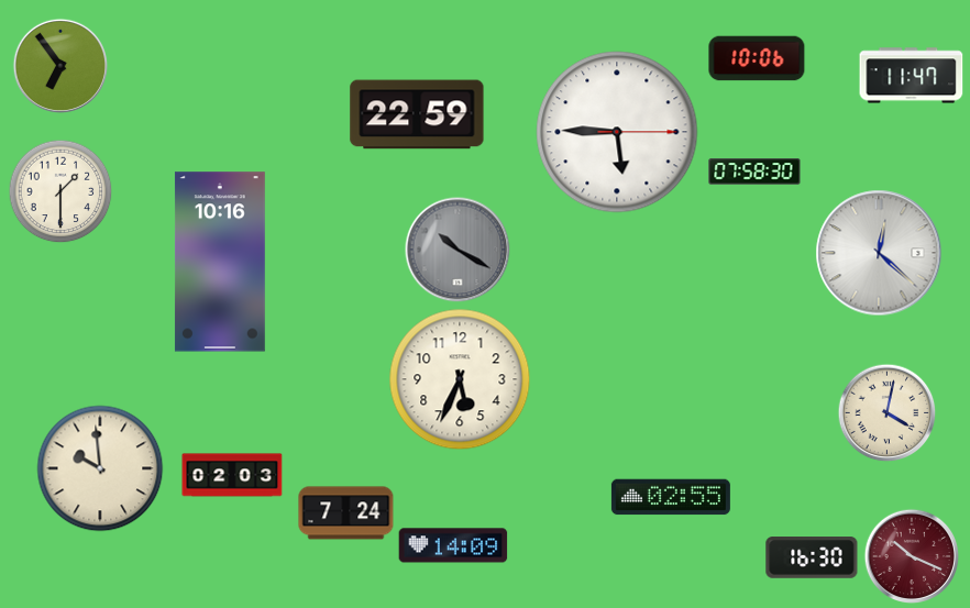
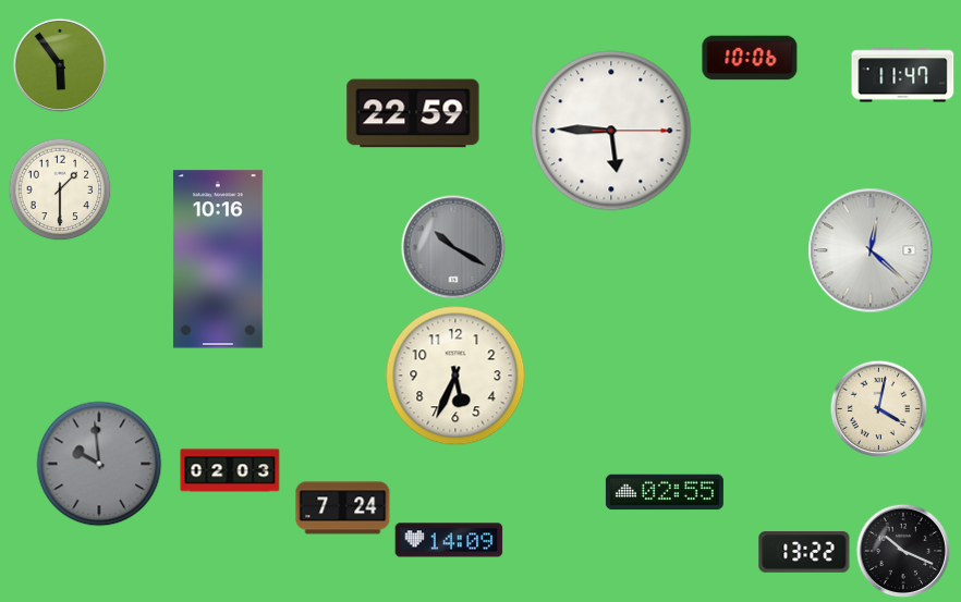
clock at (60, 66): 6:54 -> 5:54
clock at (754, 172): 07:58 -> none
clock at (100, 468) dial: cream -> grey
clock at (912, 556) dial: burgundy -> black
clock at (812, 557): 16:30 -> 13:22
